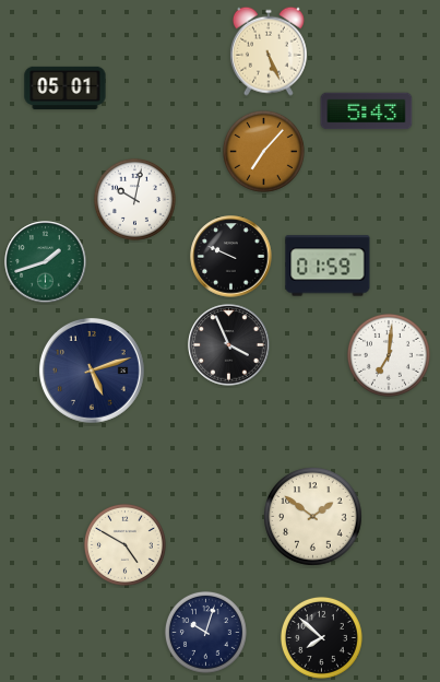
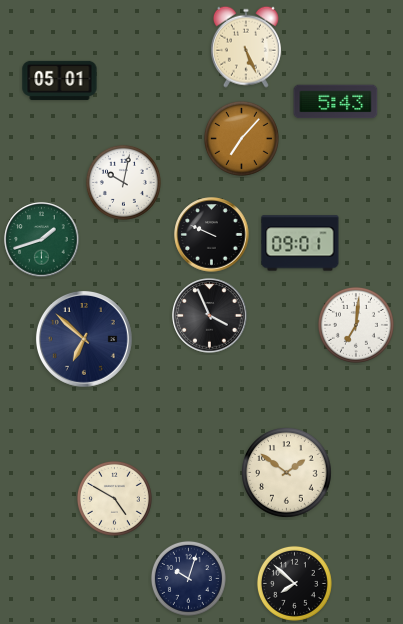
clock at (328, 266): 01:59 -> 09:01
clock at (92, 371): 5:12 -> 6:52
